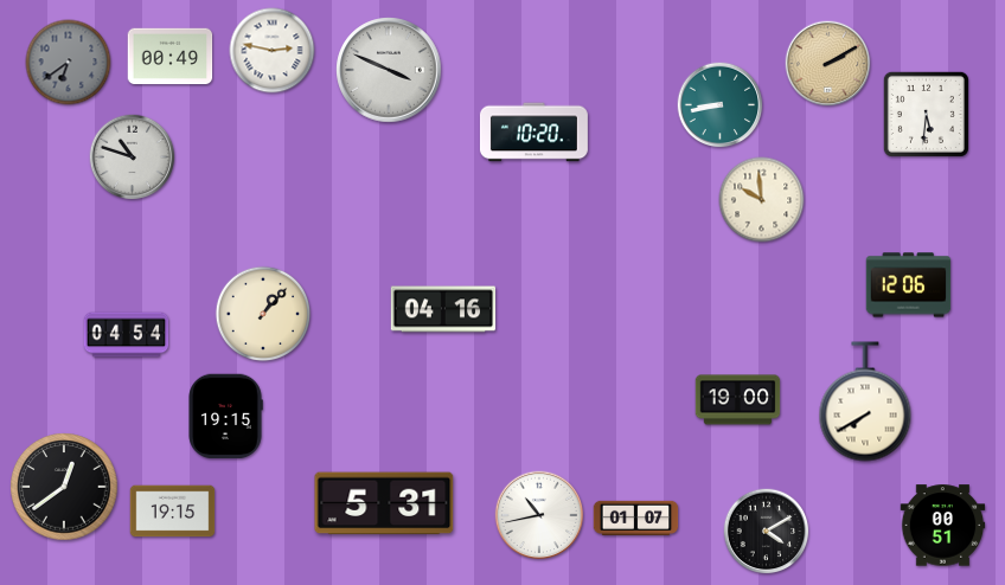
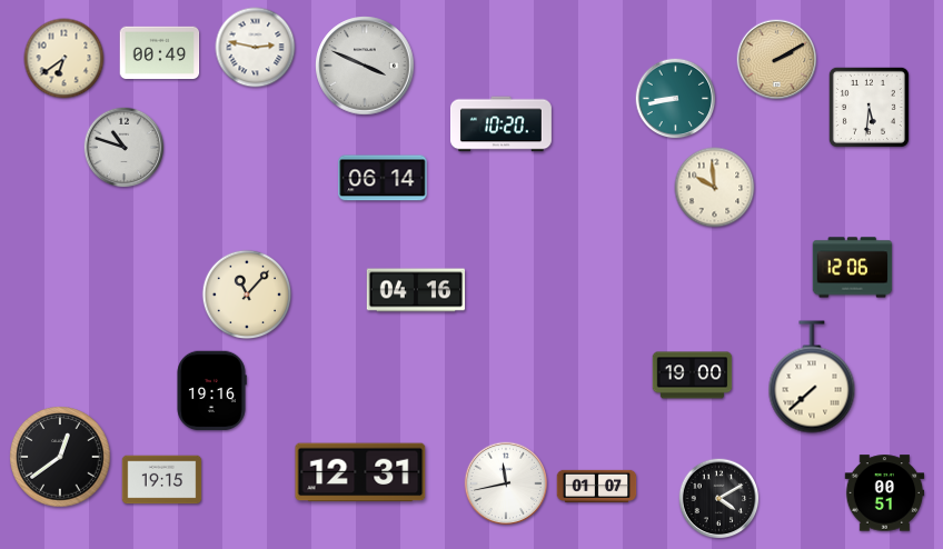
clock at (69, 63) dial: grey -> cream
clock at (383, 178): none -> 06:14
clock at (263, 314): 1:07 -> 11:07
clock at (127, 335): 04:54 -> none
clock at (865, 401): 7:40 -> 7:38
clock at (225, 417): 19:15 -> 19:16
clock at (384, 503): 5:31 -> 12:31
clock at (539, 515): 10:43 -> 11:43
